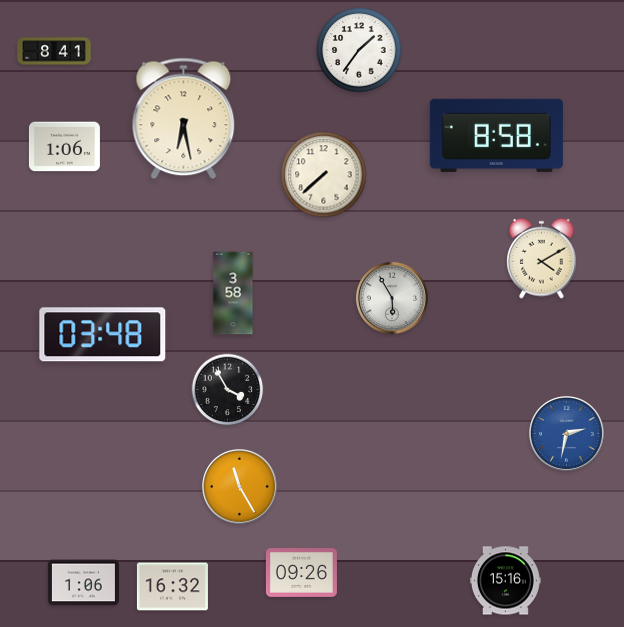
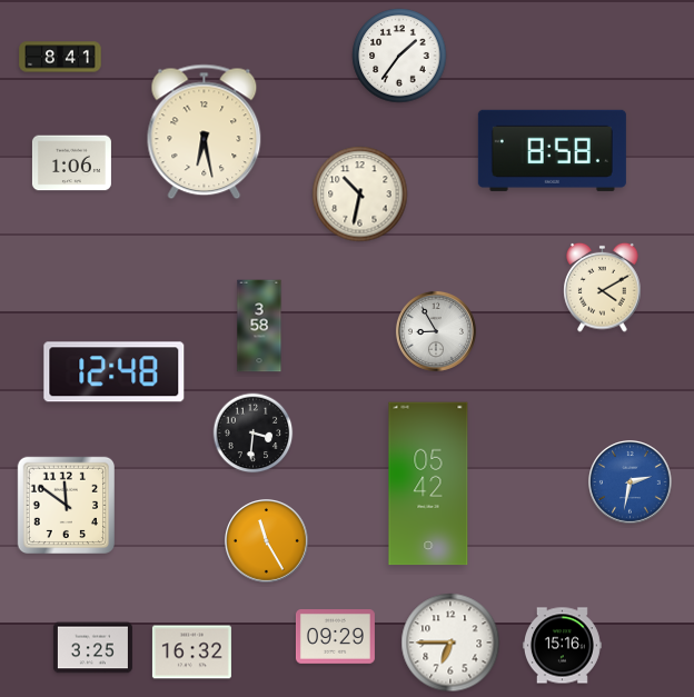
clock at (324, 175): 7:38 -> 10:32
clock at (392, 298): 5:55 -> 8:55
clock at (103, 335): 03:48 -> 12:48
clock at (228, 390): 3:55 -> 3:31
clock at (428, 484): none -> 05:42
clock at (66, 505): none -> 11:51
clock at (301, 573): 09:26 -> 09:29
clock at (450, 643): none -> 6:45
clock at (83, 583): 1:06 -> 3:25
